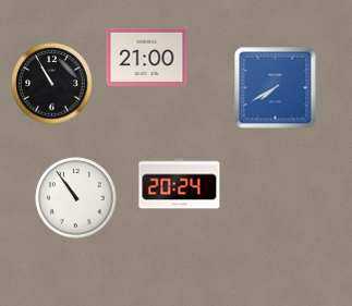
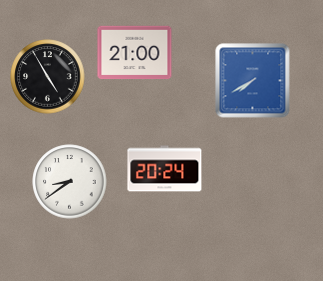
clock at (52, 84): 10:55 -> 4:55
clock at (76, 198): 10:54 -> 8:39
